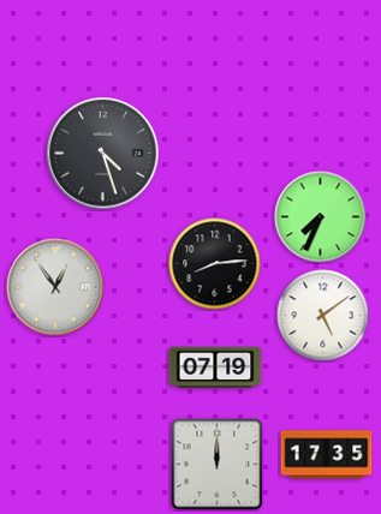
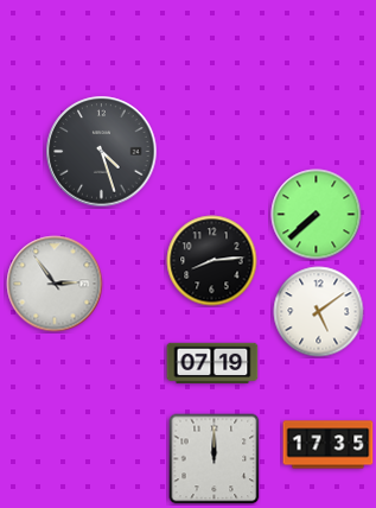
clock at (321, 217): 7:34 -> 7:38
clock at (55, 287): 12:54 -> 2:54
clock at (327, 455) position: (327, 455) -> (329, 445)
